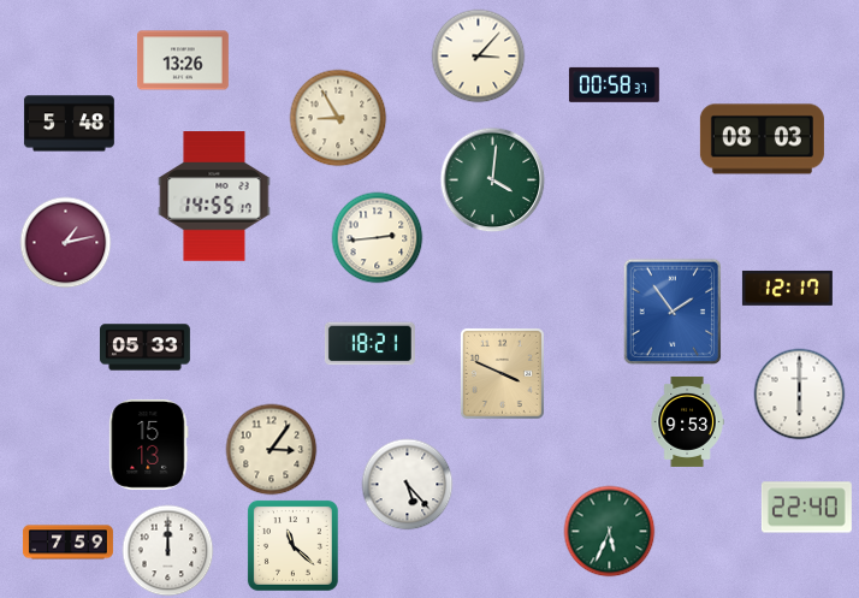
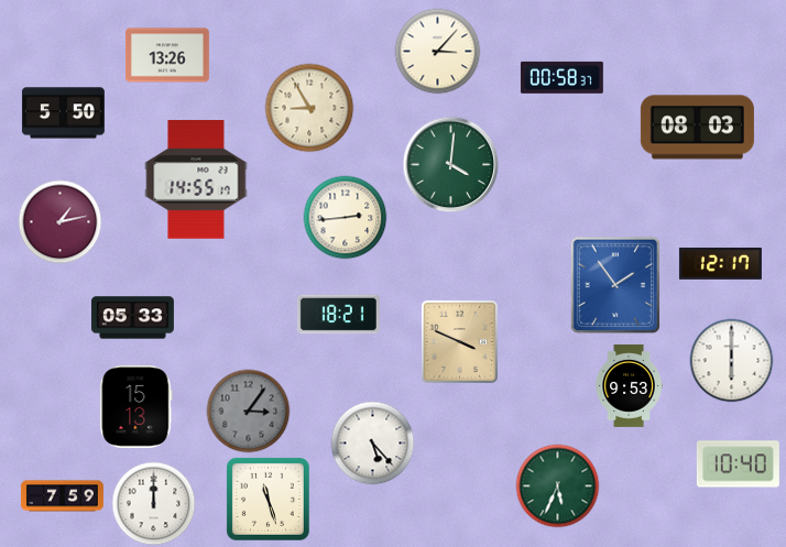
clock at (69, 124): 5:48 -> 5:50
clock at (272, 450) dial: cream -> grey
clock at (806, 508): 22:40 -> 10:40
clock at (292, 545): 11:22 -> 11:27
